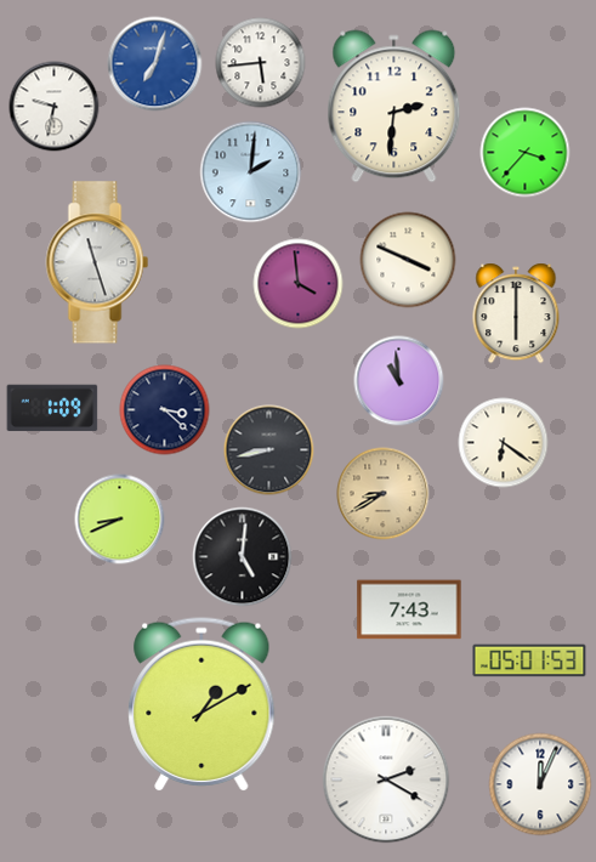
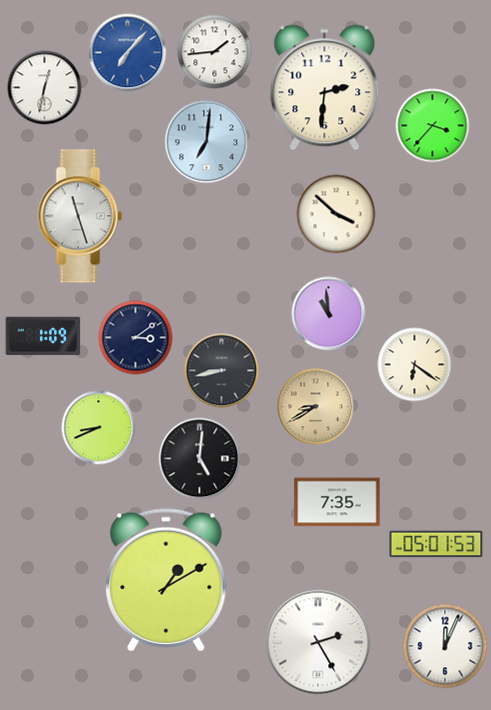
clock at (261, 63): 5:44 -> 1:44
clock at (155, 64): 7:03 -> 7:07
clock at (55, 107): 9:32 -> 12:32
clock at (251, 172): 2:01 -> 7:01
clock at (408, 260): 3:49 -> 3:52
clock at (299, 284): 3:59 -> none
clock at (516, 313): 6:00 -> none
clock at (165, 410): 3:22 -> 3:09
clock at (409, 609): 7:43 -> 7:35
clock at (386, 779): 2:20 -> 2:25
